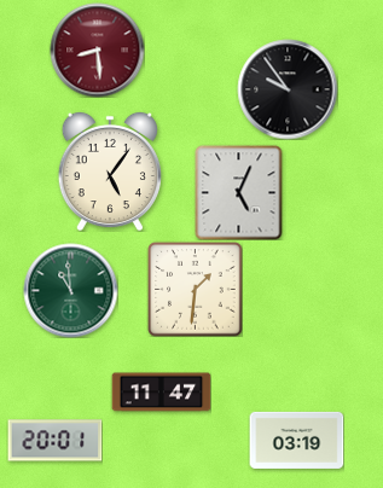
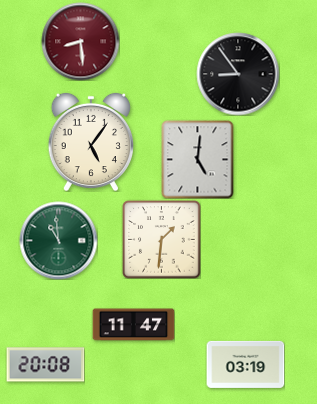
clock at (288, 89): 9:54 -> 8:54
clock at (239, 192): 5:04 -> 5:01
clock at (54, 441): 20:01 -> 20:08
